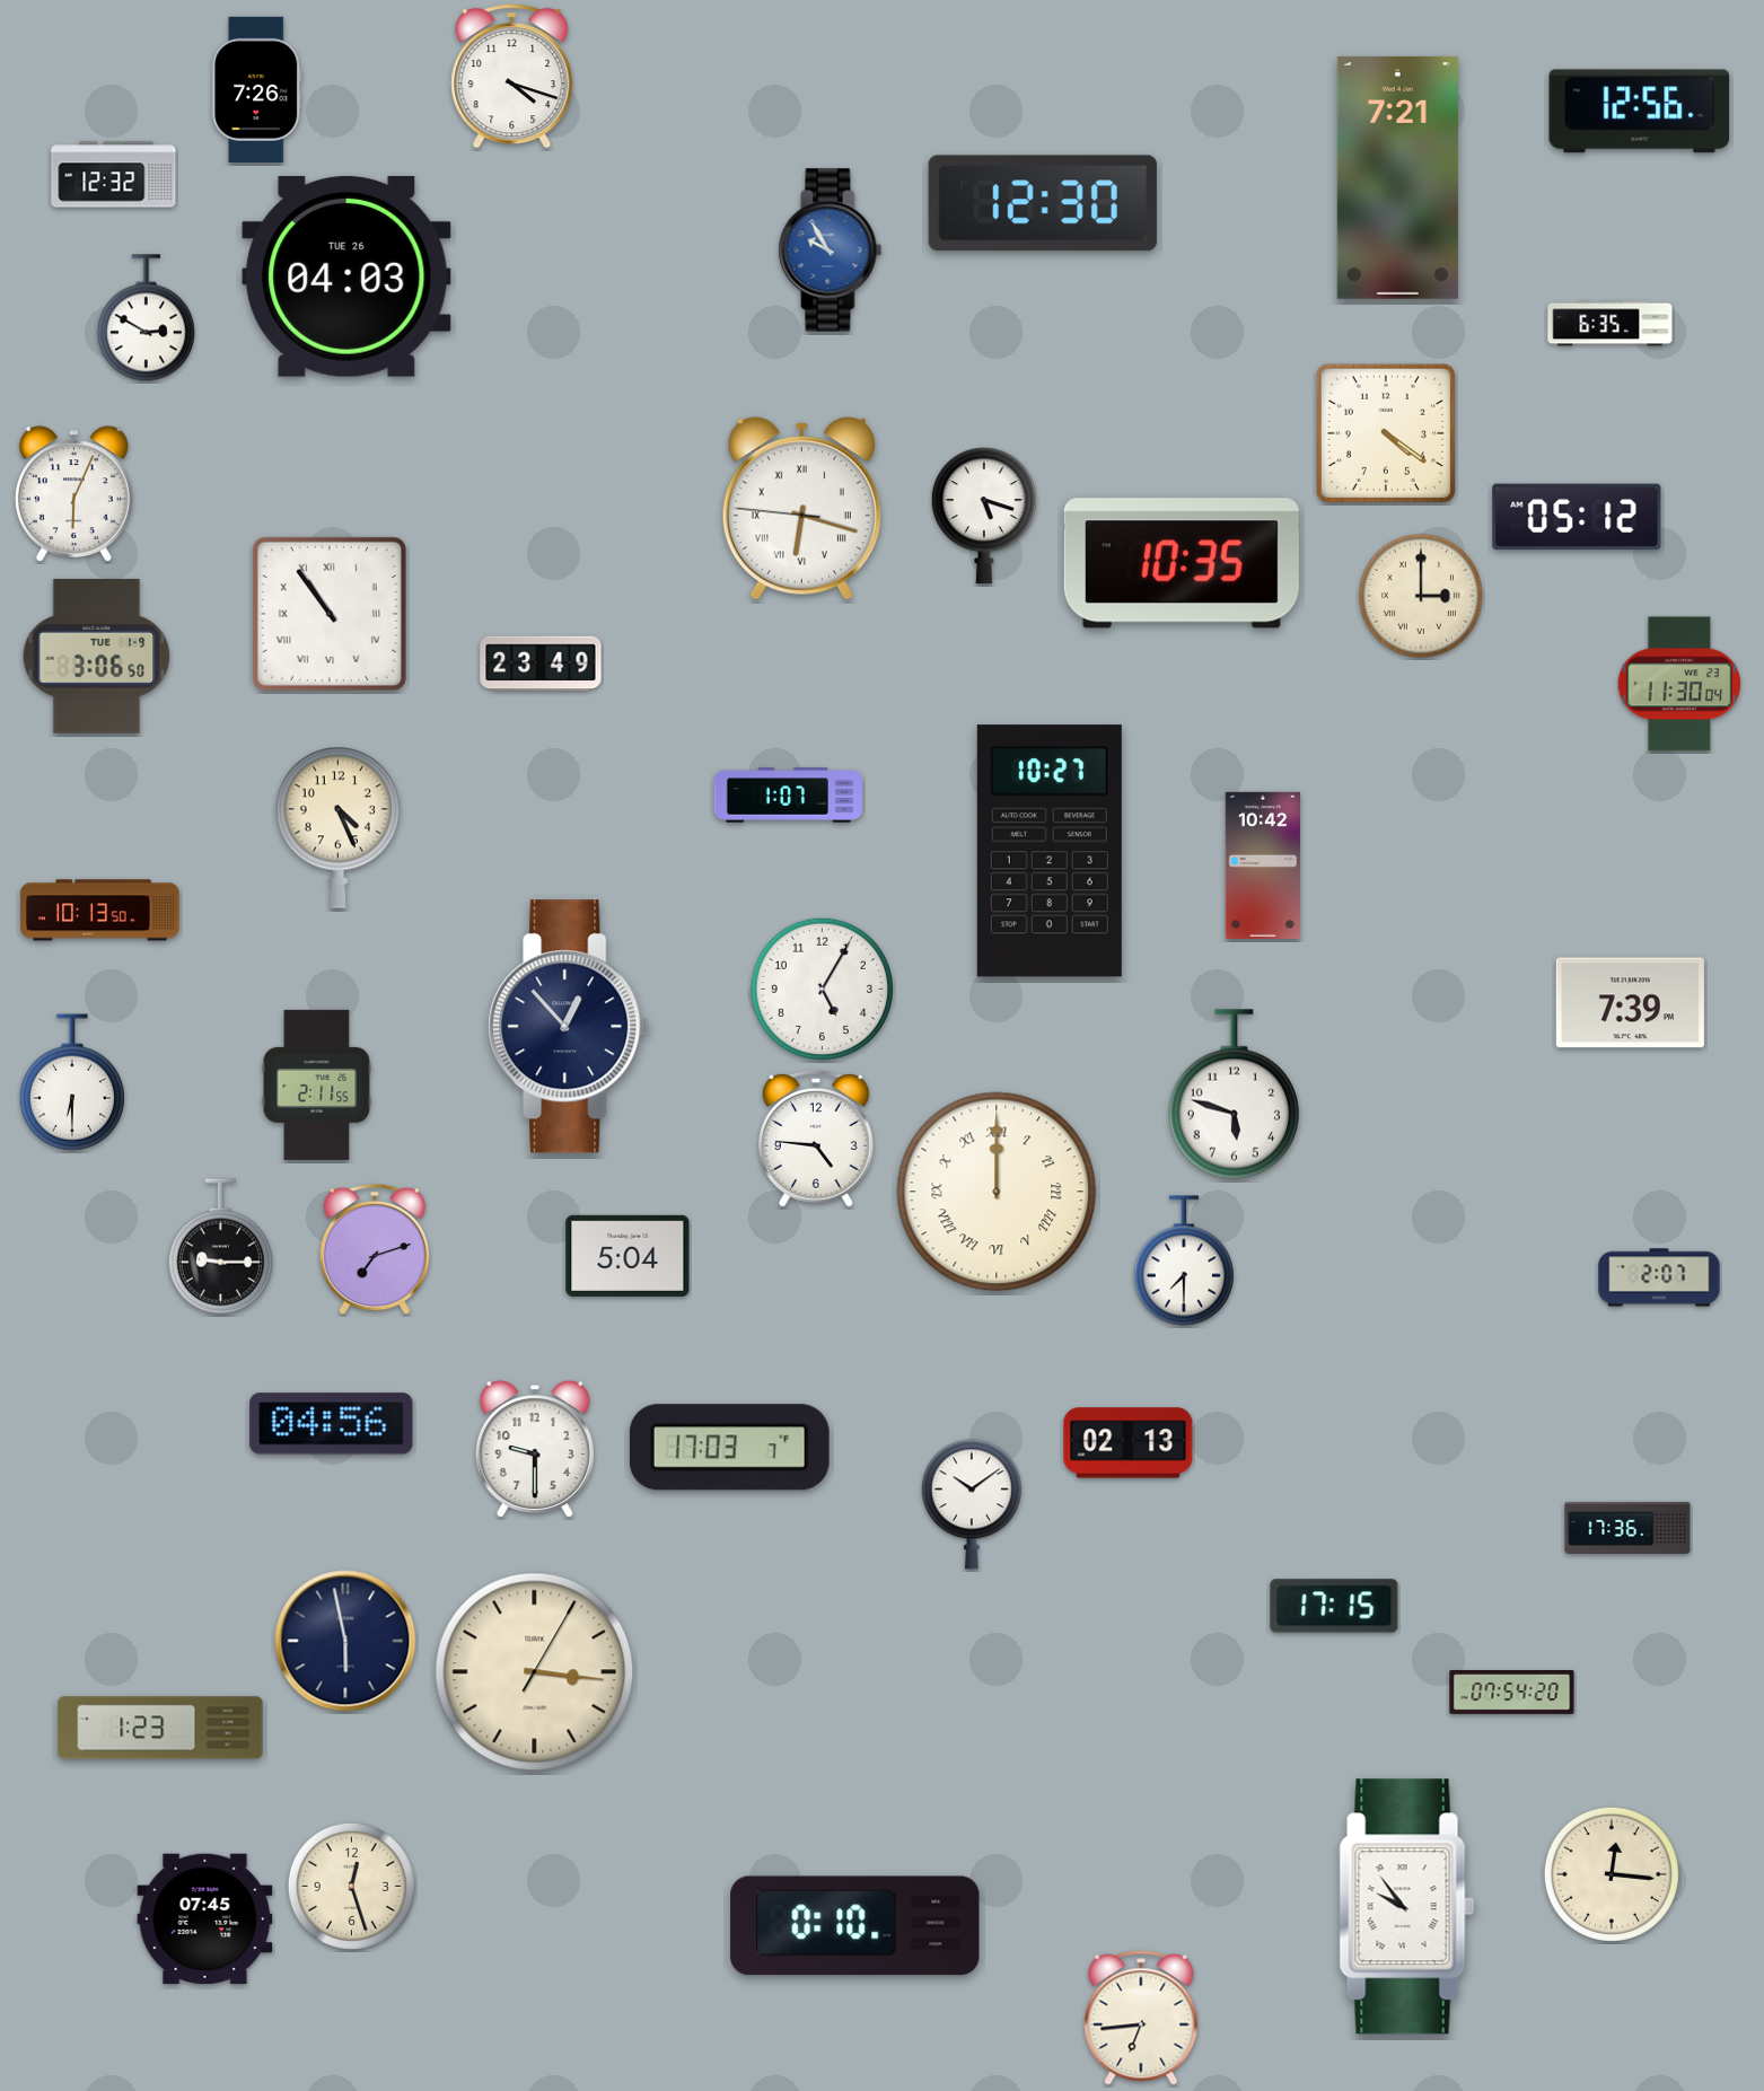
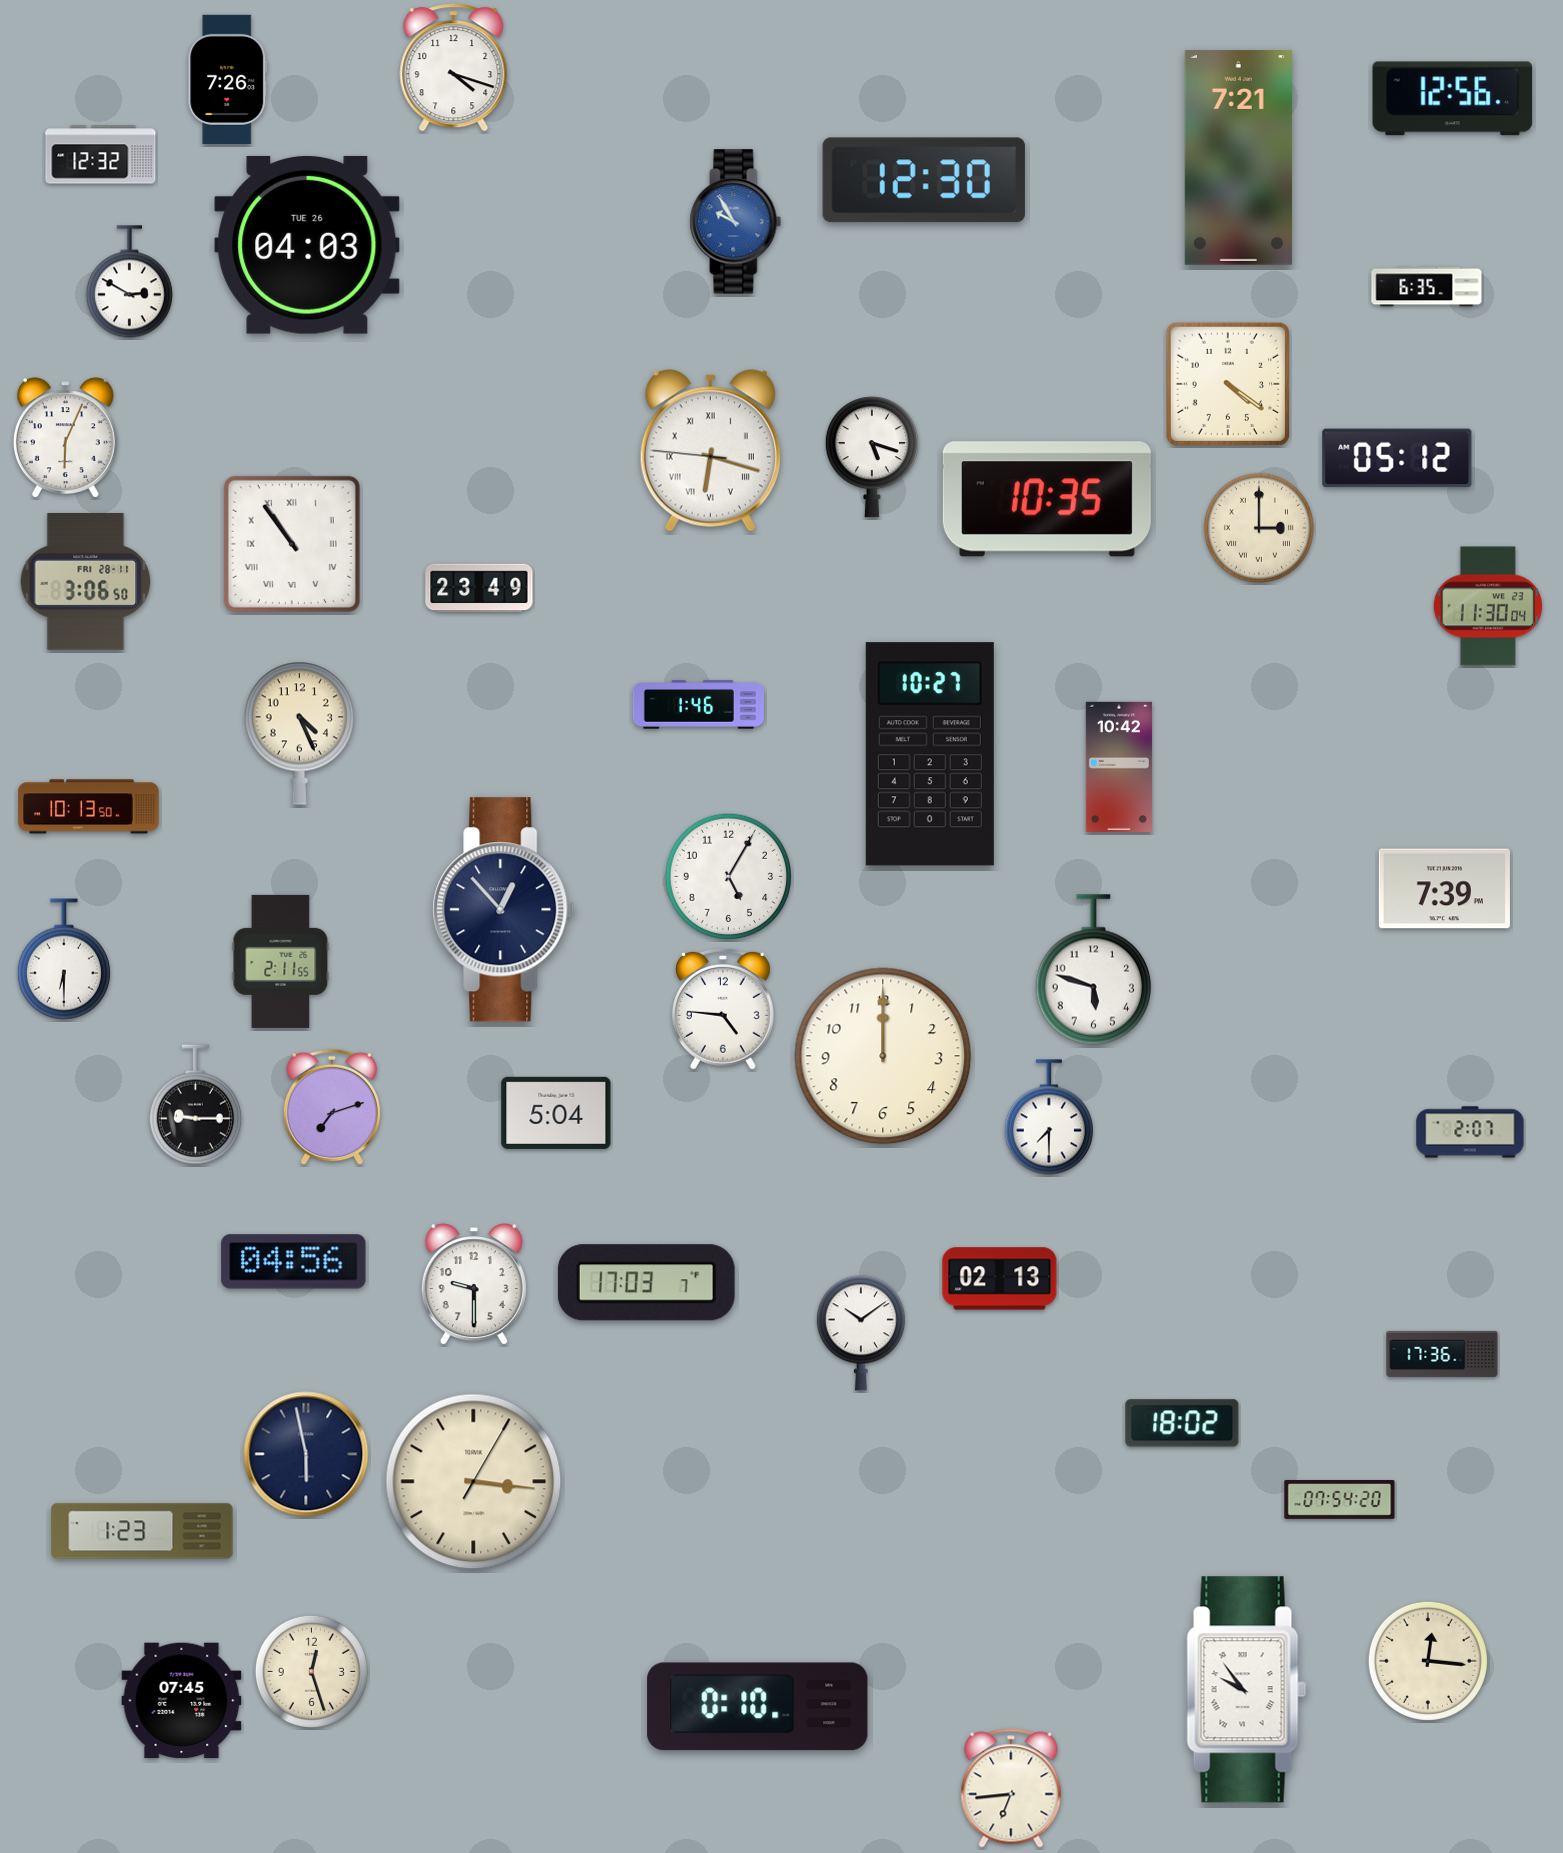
clock at (97, 656) date: TUE 1-9 -> FRI 28-11
clock at (788, 796): 1:07 -> 1:46
clock at (997, 1192) numerals: Roman -> Arabic
clock at (1334, 1606): 17:15 -> 18:02
